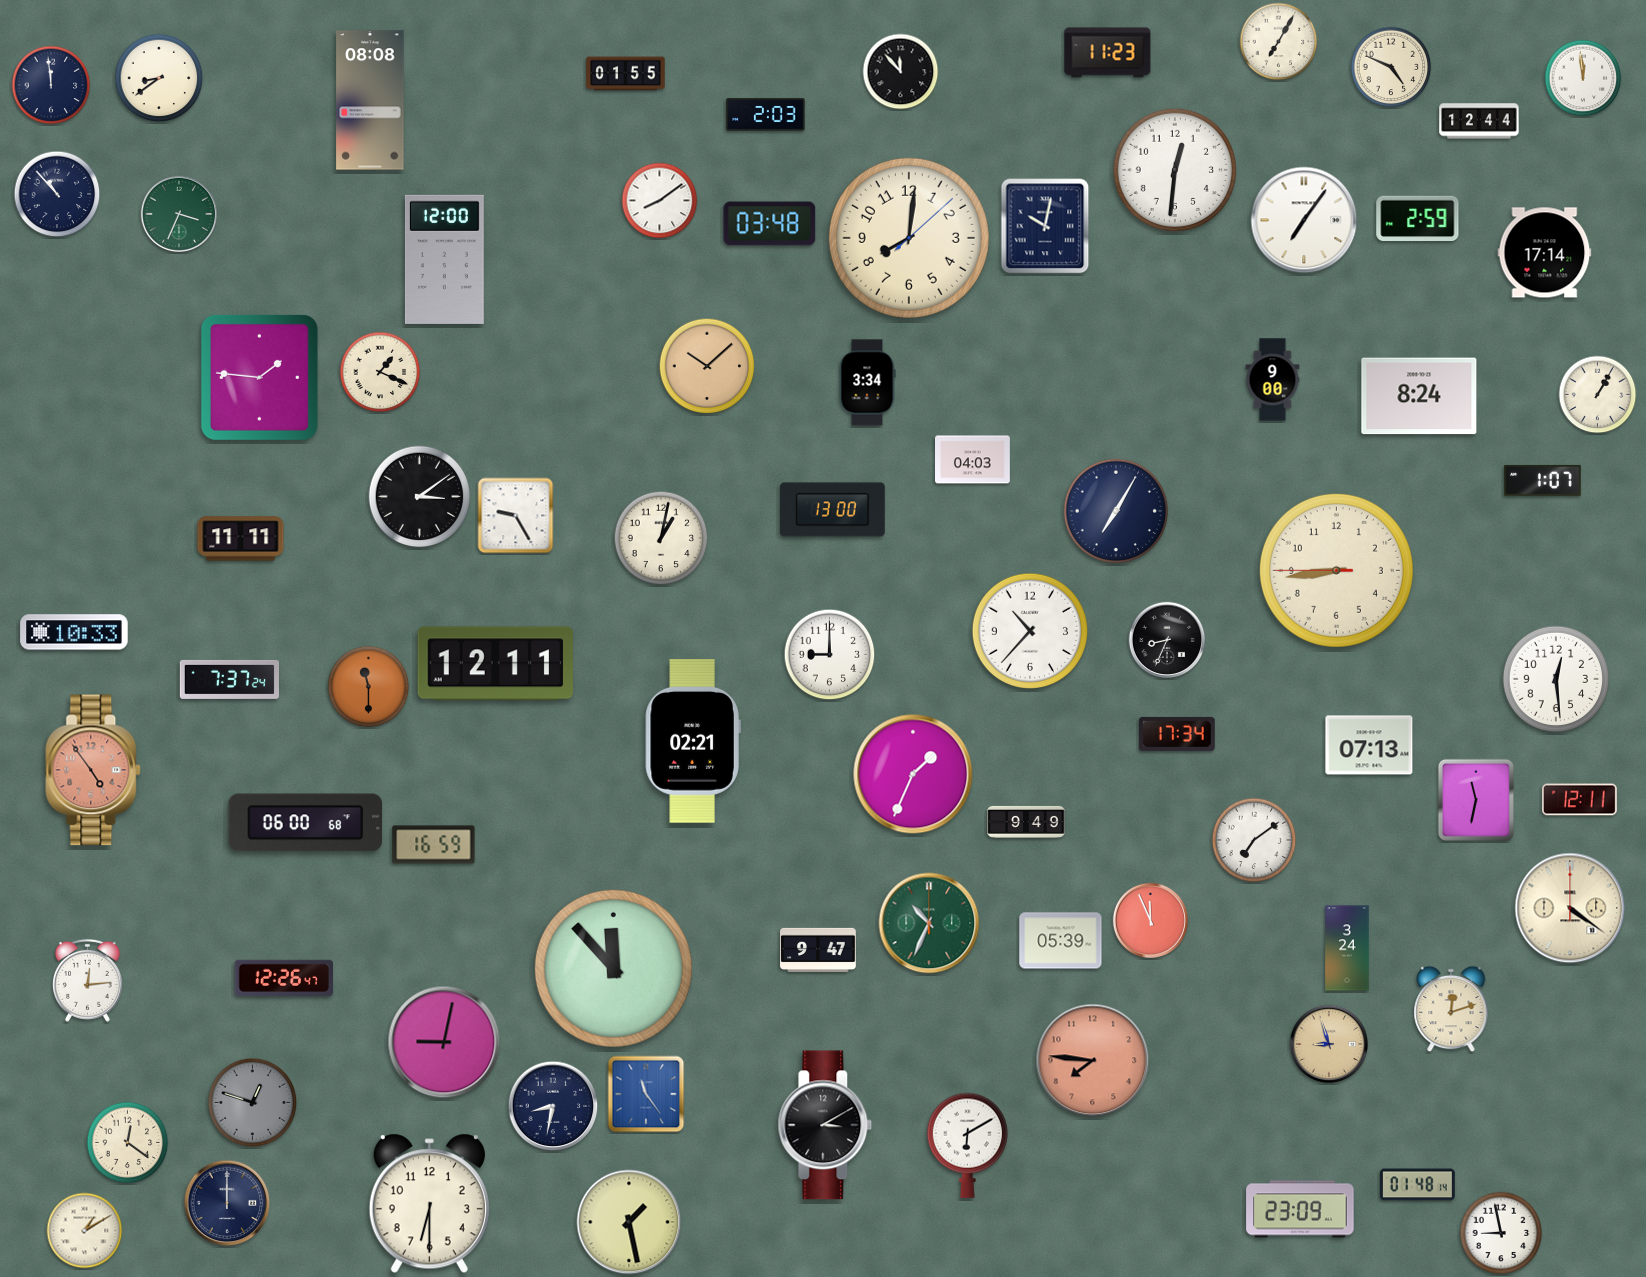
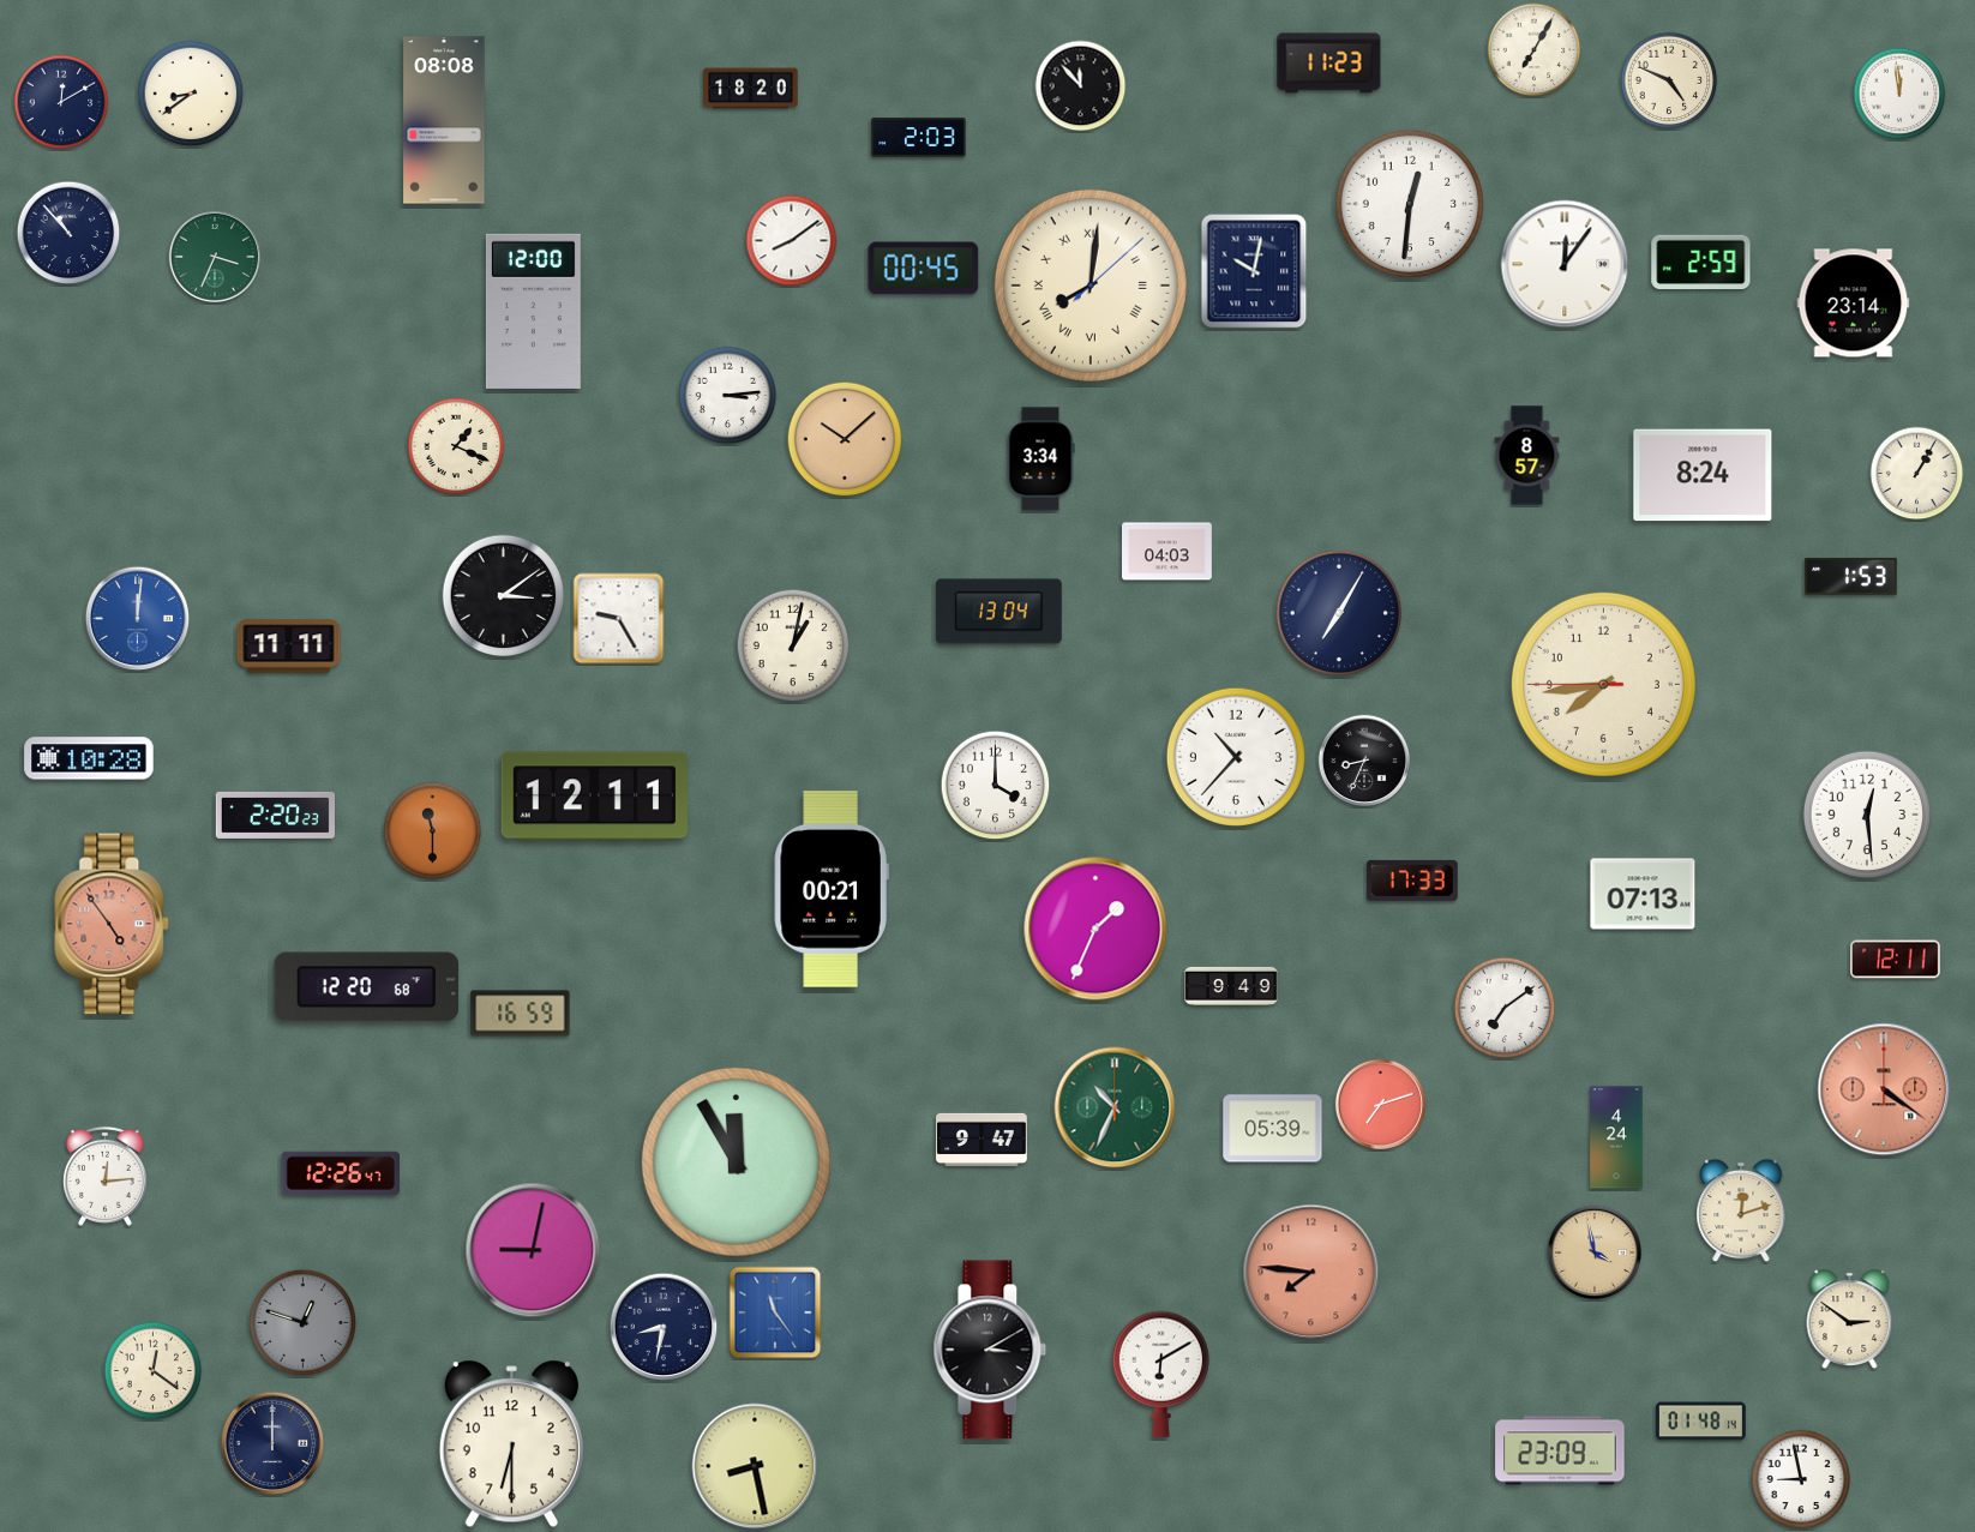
clock at (626, 74): 01:55 -> 18:20
clock at (51, 85): 11:59 -> 12:10
clock at (1479, 121): 12:44 -> none
clock at (1304, 220): 7:06 -> 12:06
clock at (770, 224): 03:48 -> 00:45
clock at (909, 238) numerals: Arabic -> Roman
clock at (1545, 253): 17:14 -> 23:14
clock at (728, 396): none -> 3:14
clock at (707, 366) position: (707, 366) -> (845, 439)
clock at (259, 377): 1:46 -> none
clock at (1273, 380): 9:00 -> 8:57
clock at (1543, 480): 1:07 -> 1:53
clock at (832, 510): 13:00 -> 13:04
clock at (138, 619): none -> 12:01
clock at (1336, 570): 8:43 -> 7:43
clock at (74, 632): 10:33 -> 10:28
clock at (1167, 640) position: (1167, 640) -> (1364, 761)
clock at (830, 655): 9:00 -> 4:00
clock at (229, 679): 7:37 -> 2:20
clock at (369, 687) position: (369, 687) -> (433, 831)
clock at (1177, 734): 17:34 -> 17:33
clock at (693, 742): 02:21 -> 00:21
clock at (1476, 800): 11:32 -> none
clock at (306, 823): 06:00 -> 12:20
clock at (1570, 908) dial: cream -> salmon
clock at (1150, 920): 11:56 -> 7:12
clock at (1347, 948): 3:24 -> 4:24
clock at (613, 968): 11:53 -> 11:55
clock at (1329, 1044): 8:57 -> 3:58
clock at (1850, 1320): none -> 2:51
clock at (429, 1204) position: (429, 1204) -> (511, 1444)
clock at (629, 1222): 1:28 -> 8:28
clock at (85, 1231): 1:10 -> none
